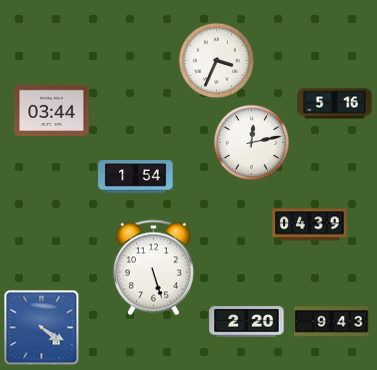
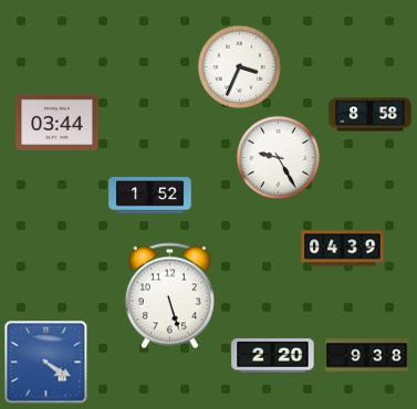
clock at (335, 104): 5:16 -> 8:58
clock at (251, 142): 12:13 -> 9:25
clock at (136, 177): 1:54 -> 1:52
clock at (332, 322): 9:43 -> 9:38
